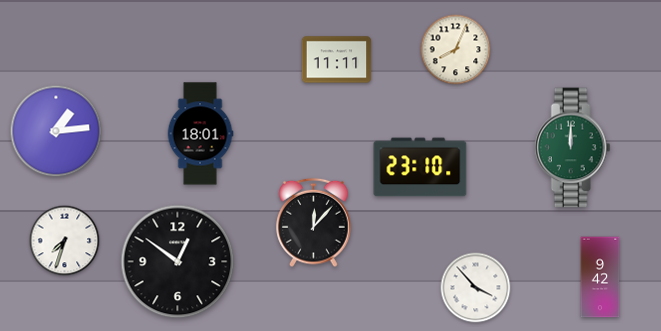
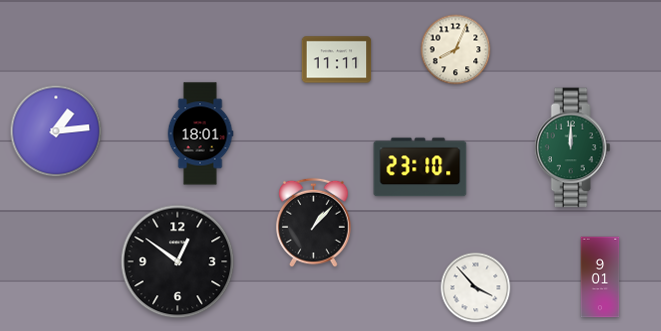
clock at (314, 223): 12:07 -> 1:07
clock at (65, 241): 7:33 -> none
clock at (600, 277): 9:42 -> 9:01
